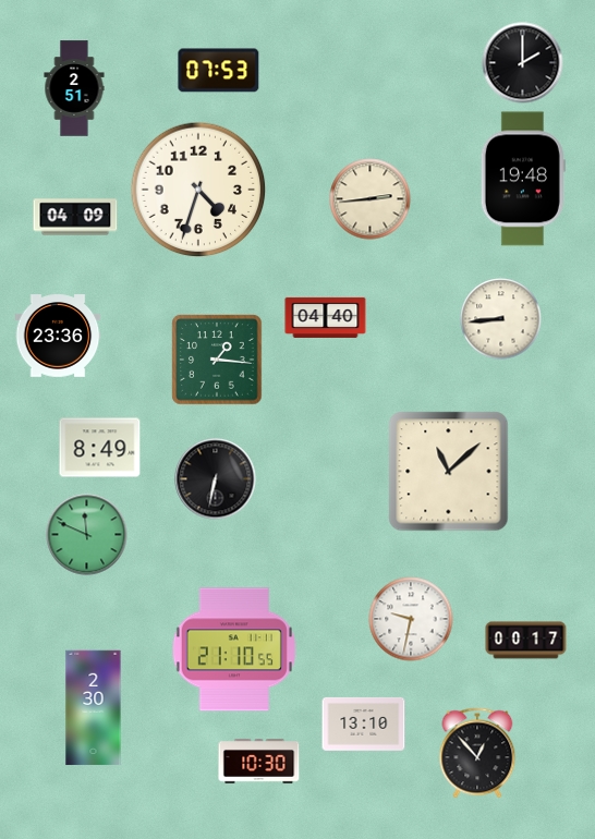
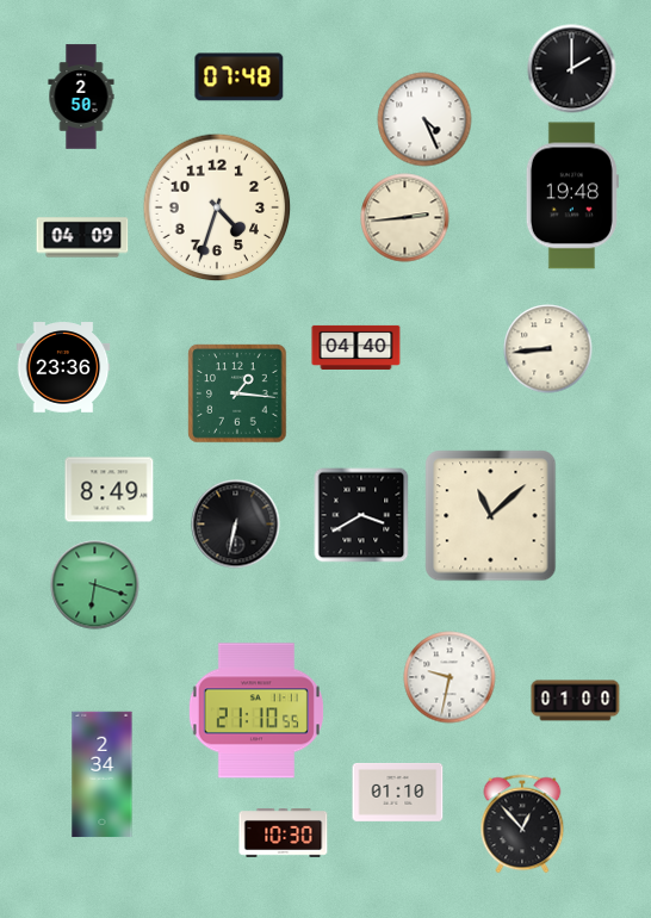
clock at (219, 71): 07:53 -> 07:48
clock at (74, 88): 2:51 -> 2:50
clock at (424, 119): none -> 4:26
clock at (361, 515): none -> 3:40
clock at (87, 535): 11:49 -> 6:18
clock at (526, 641): 00:17 -> 01:00
clock at (94, 708): 2:30 -> 2:34
clock at (364, 725): 13:10 -> 01:10
